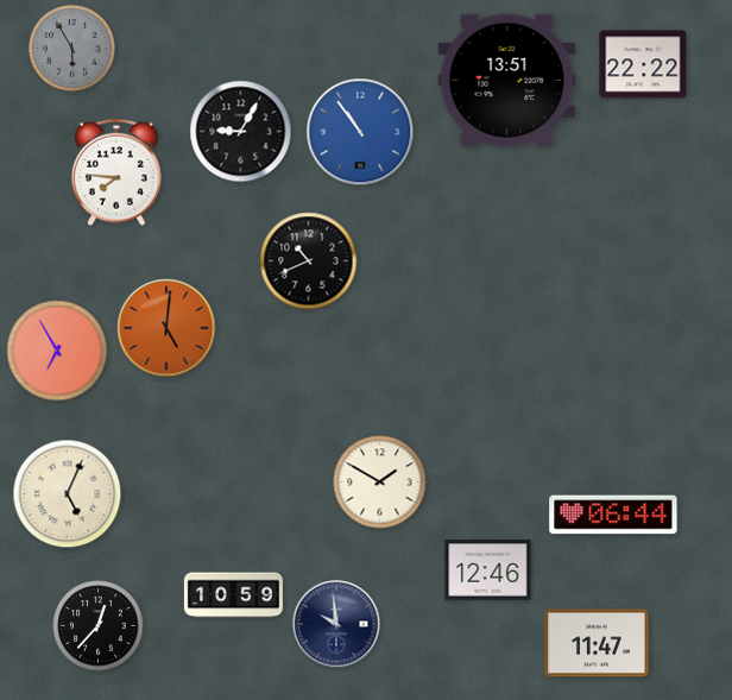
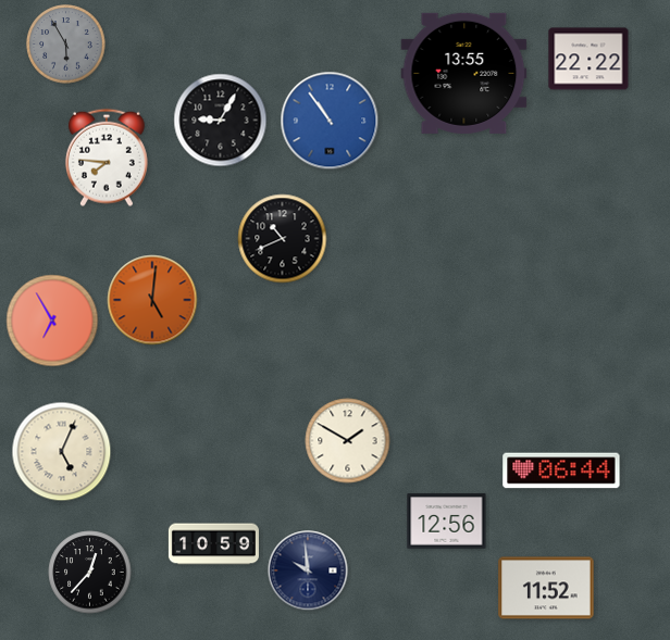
clock at (507, 80): 13:51 -> 13:55
clock at (488, 570): 12:46 -> 12:56
clock at (597, 643): 11:47 -> 11:52
